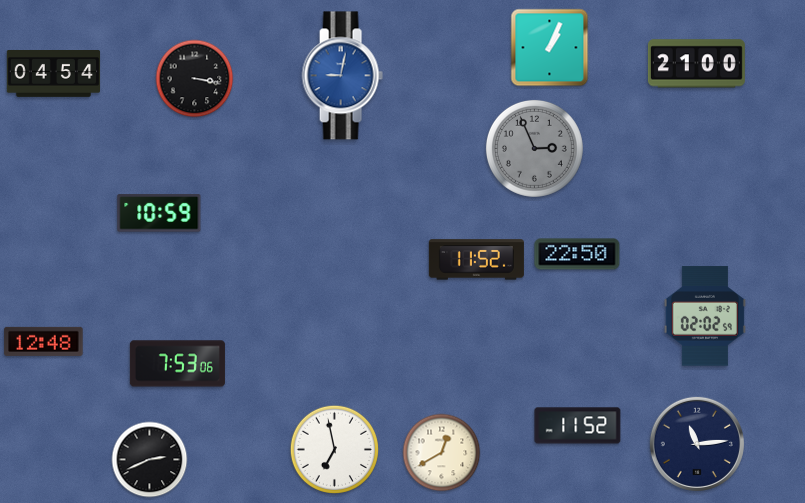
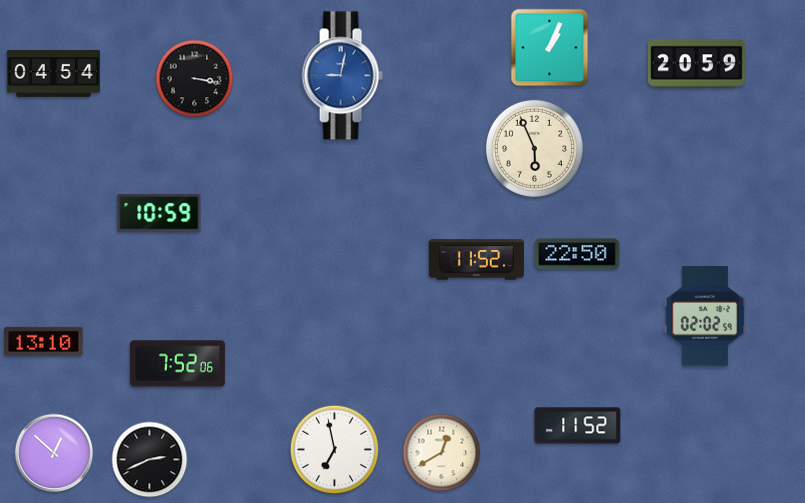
clock at (696, 64): 21:00 -> 20:59
clock at (534, 148): 2:56 -> 5:56
clock at (534, 148) dial: grey -> cream
clock at (44, 341): 12:48 -> 13:10
clock at (177, 364): 7:53 -> 7:52
clock at (697, 444): 11:14 -> none
clock at (54, 453): none -> 12:52
